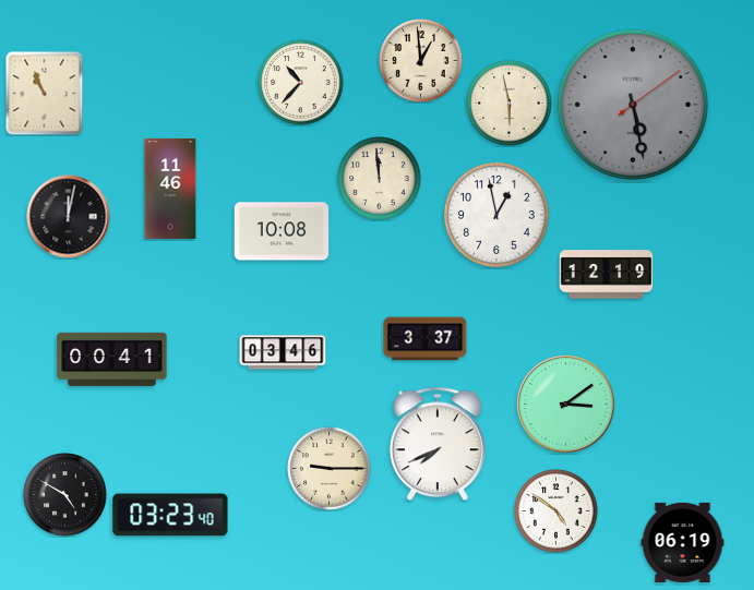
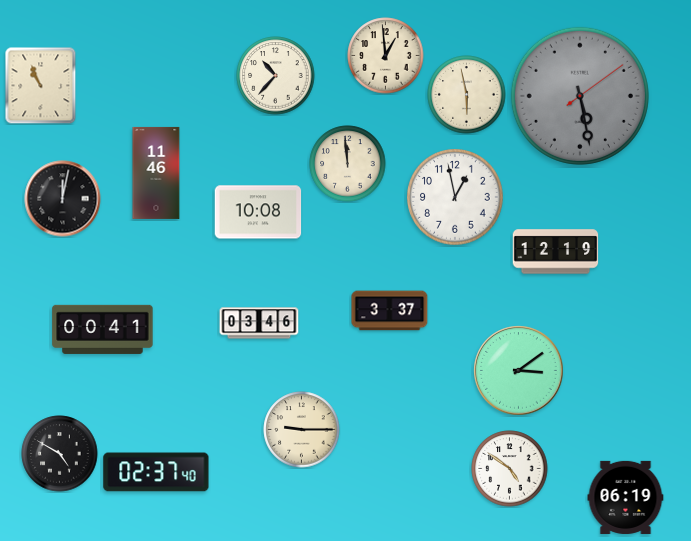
clock at (438, 444): 7:41 -> none
clock at (170, 515): 03:23 -> 02:37
